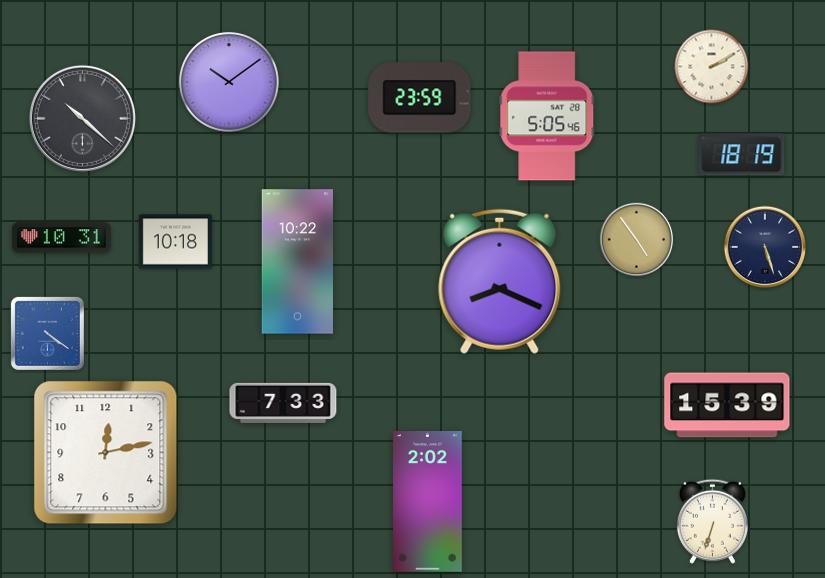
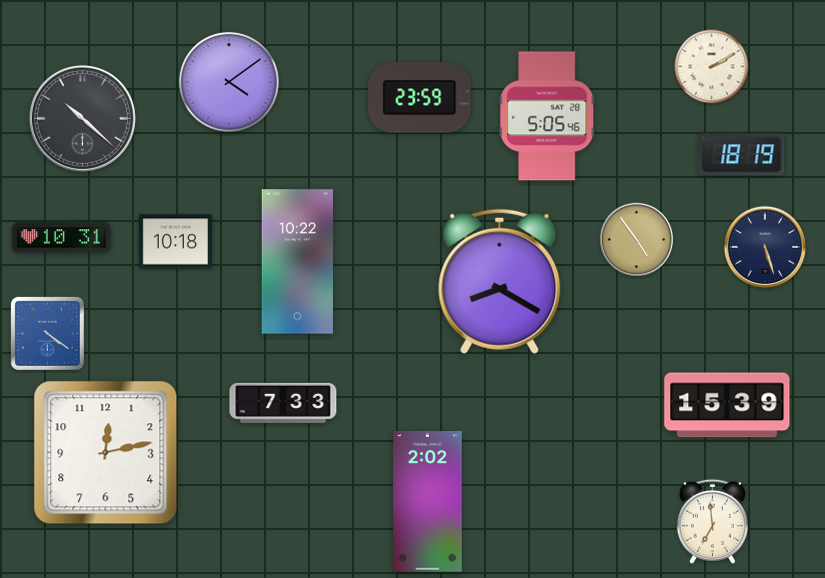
clock at (229, 82): 10:09 -> 4:09
clock at (500, 281): 8:19 -> 8:20
clock at (712, 521): 6:33 -> 6:59
